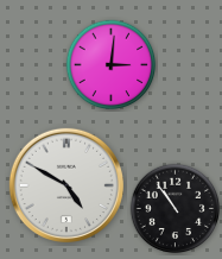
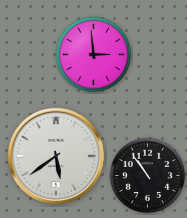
clock at (112, 65): 3:01 -> 2:59
clock at (65, 184): 4:50 -> 5:39
